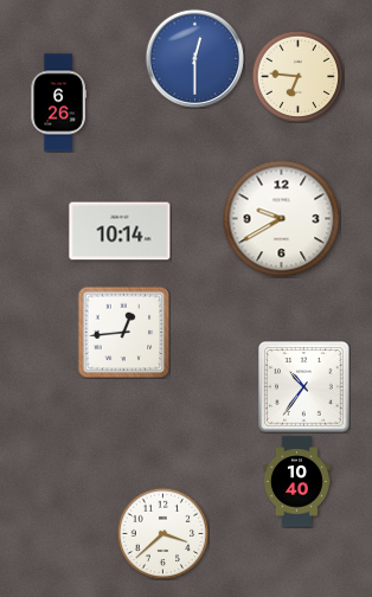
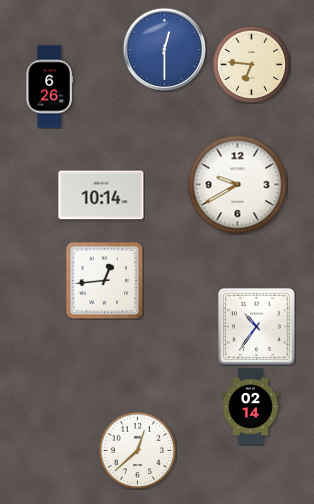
clock at (296, 482): 10:40 -> 02:14
clock at (162, 533): 3:38 -> 12:38
